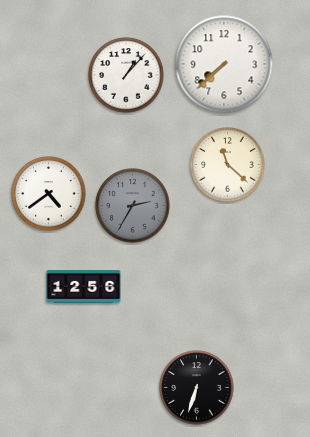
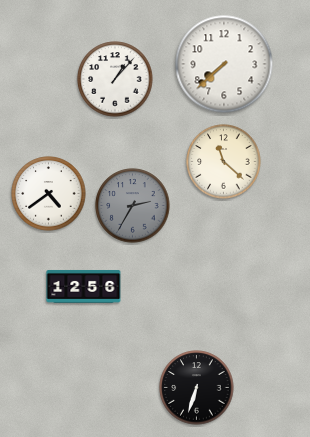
clock at (126, 75) position: (126, 75) -> (115, 79)
clock at (228, 165) position: (228, 165) -> (224, 162)
